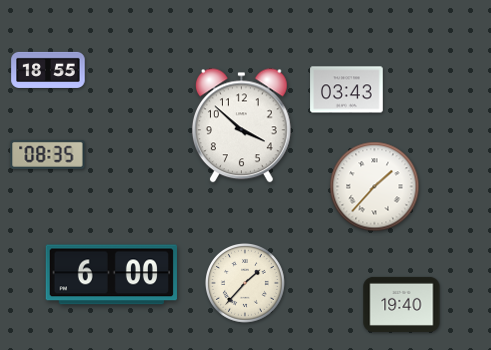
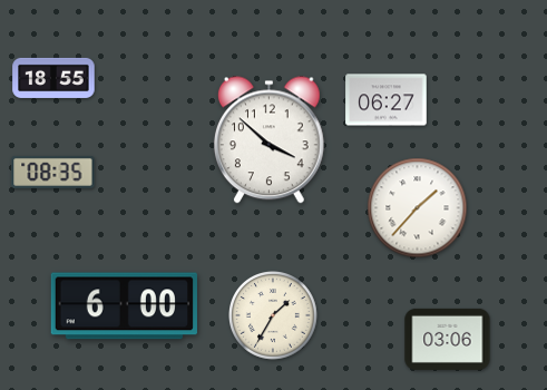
clock at (347, 90): 03:43 -> 06:27
clock at (246, 284): 1:37 -> 1:35
clock at (402, 304): 19:40 -> 03:06
